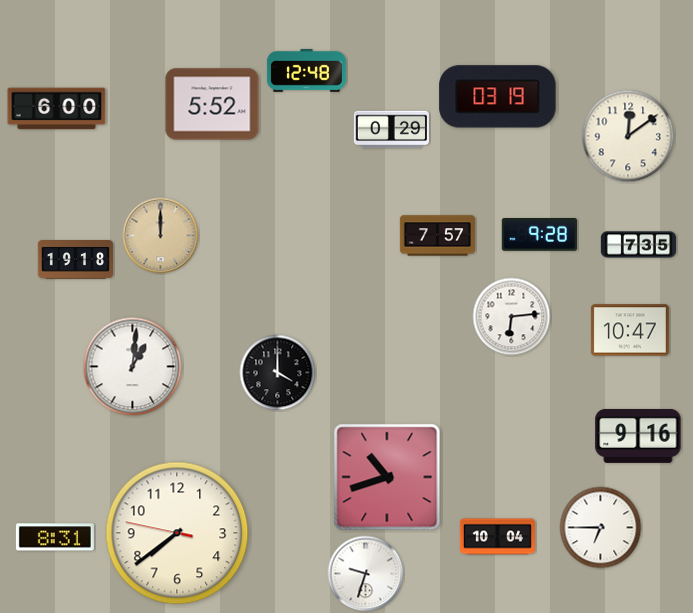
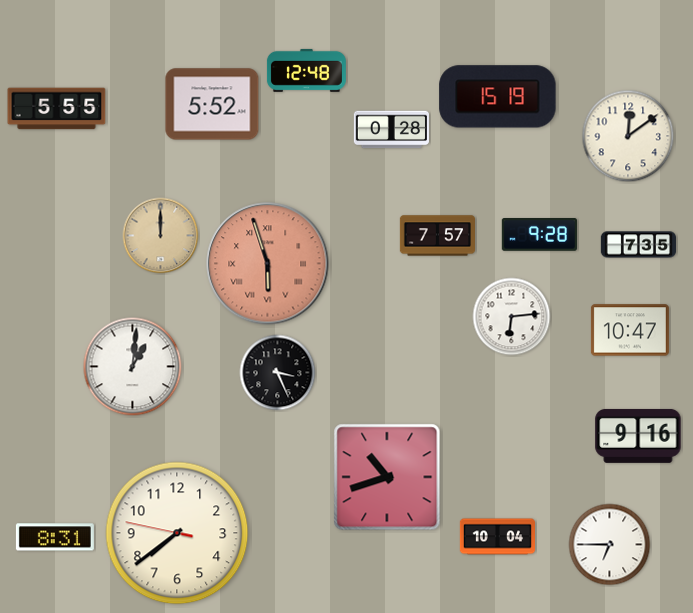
clock at (498, 97): 03:19 -> 15:19
clock at (57, 109): 6:00 -> 5:55
clock at (391, 130): 0:29 -> 0:28
clock at (75, 260): 19:18 -> none
clock at (268, 264): none -> 5:57
clock at (278, 373): 4:00 -> 3:26
clock at (601, 528) position: (601, 528) -> (610, 545)
clock at (366, 574): 9:33 -> none
